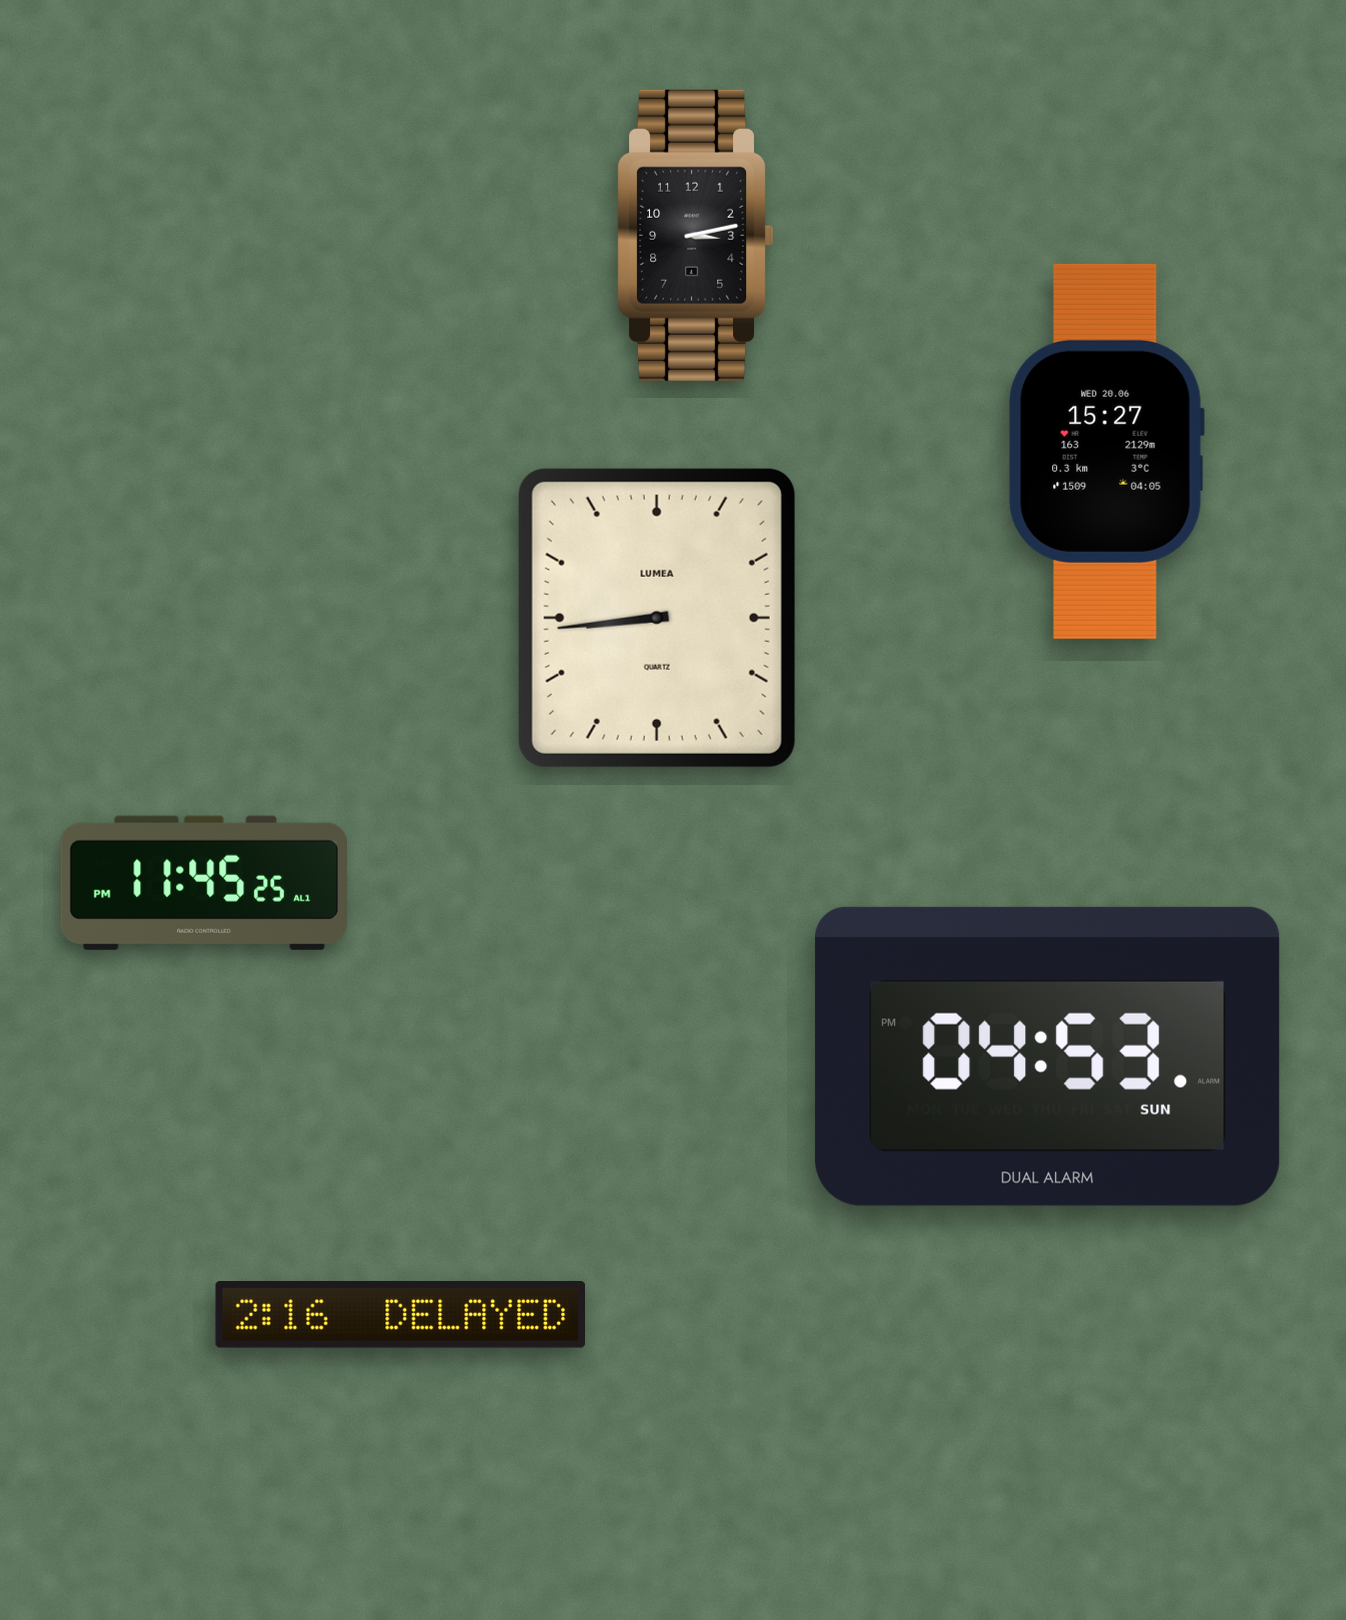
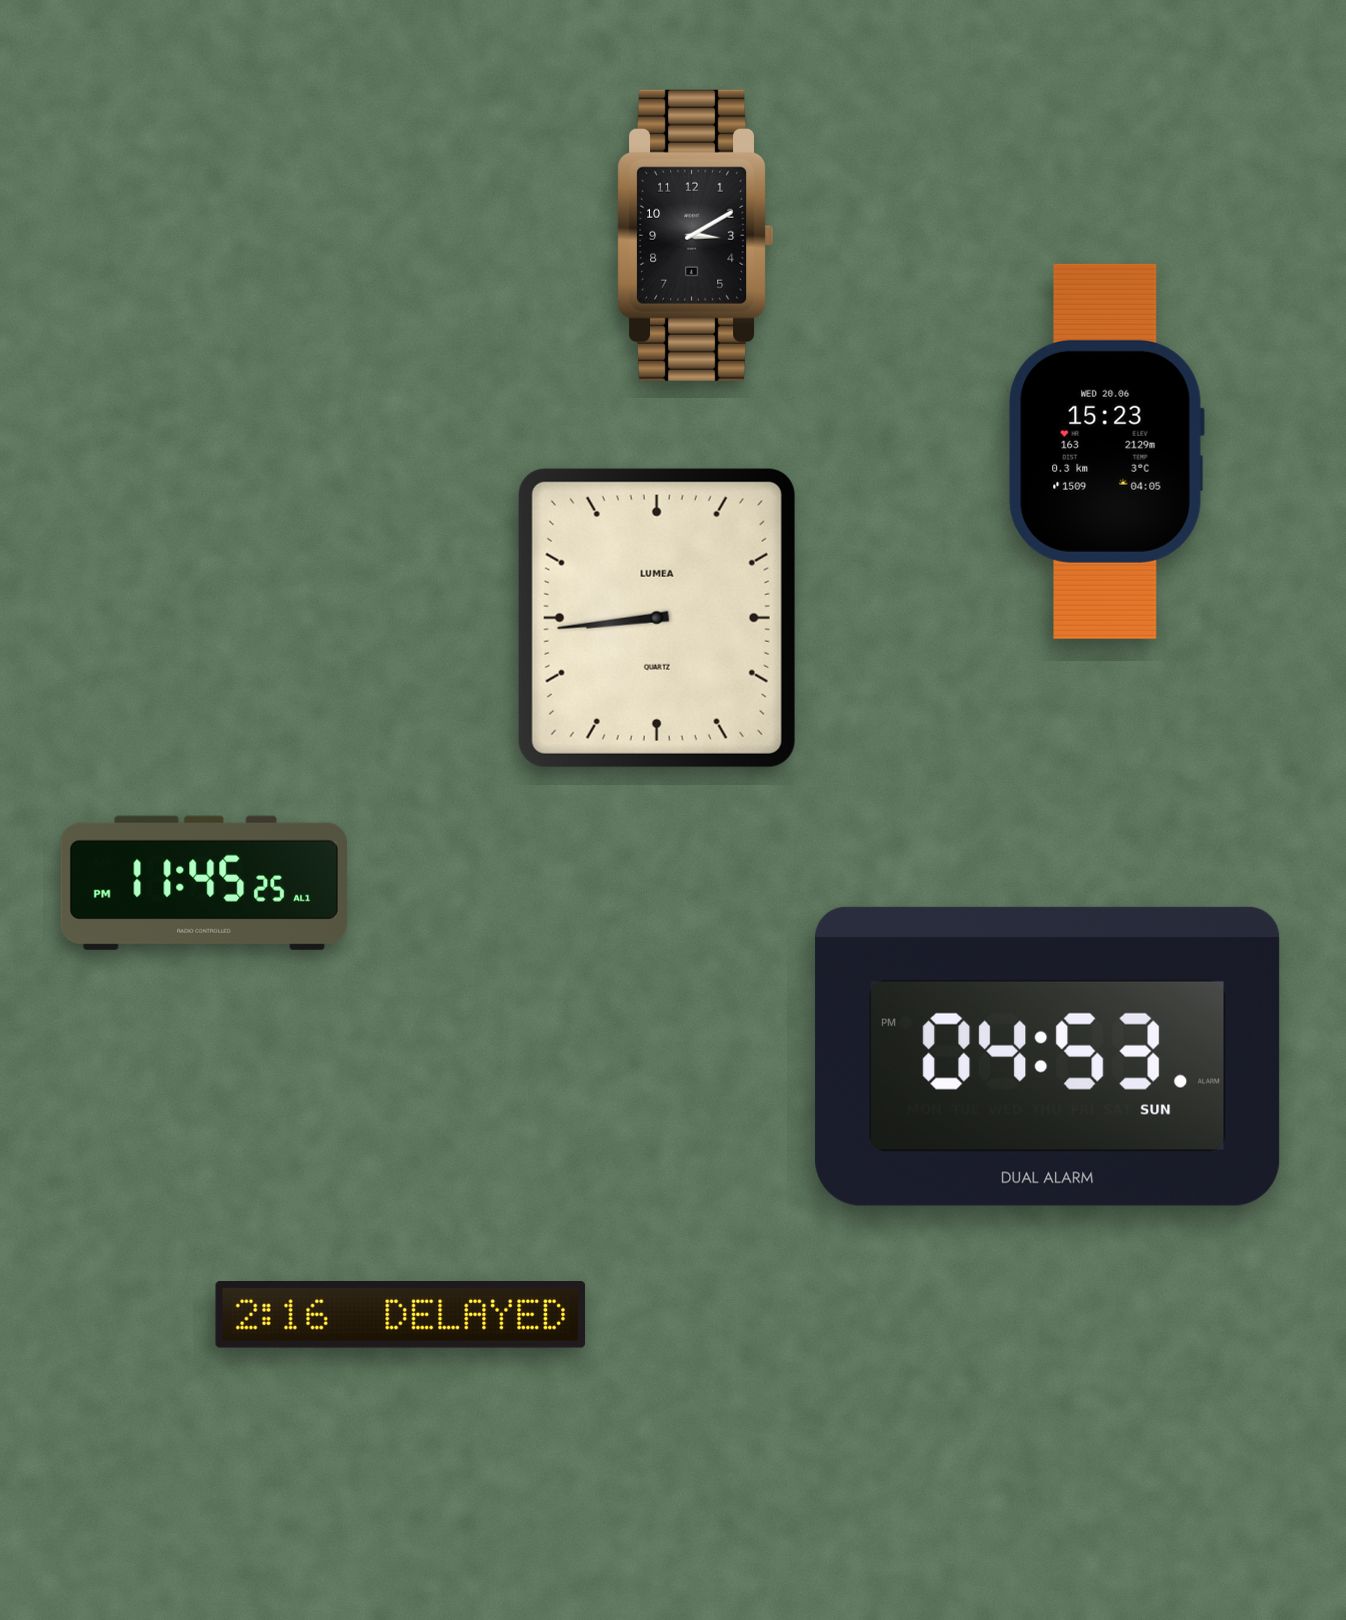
clock at (695, 235): 3:13 -> 3:10
clock at (1106, 451): 15:27 -> 15:23
